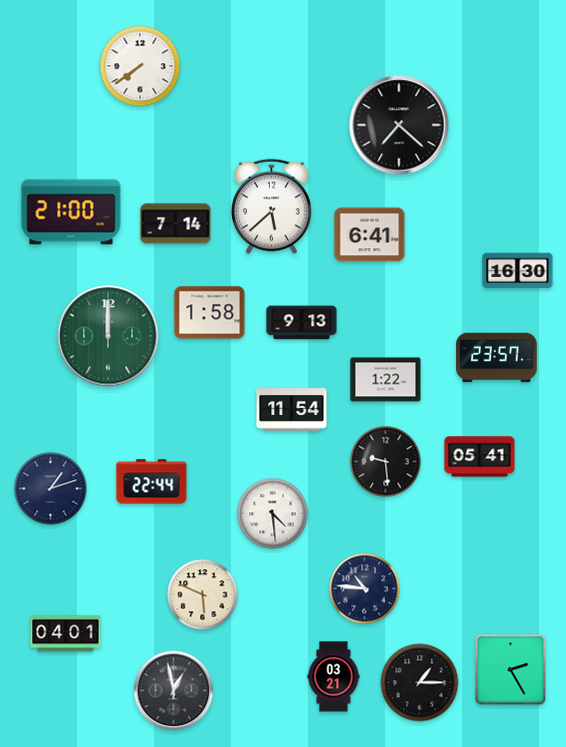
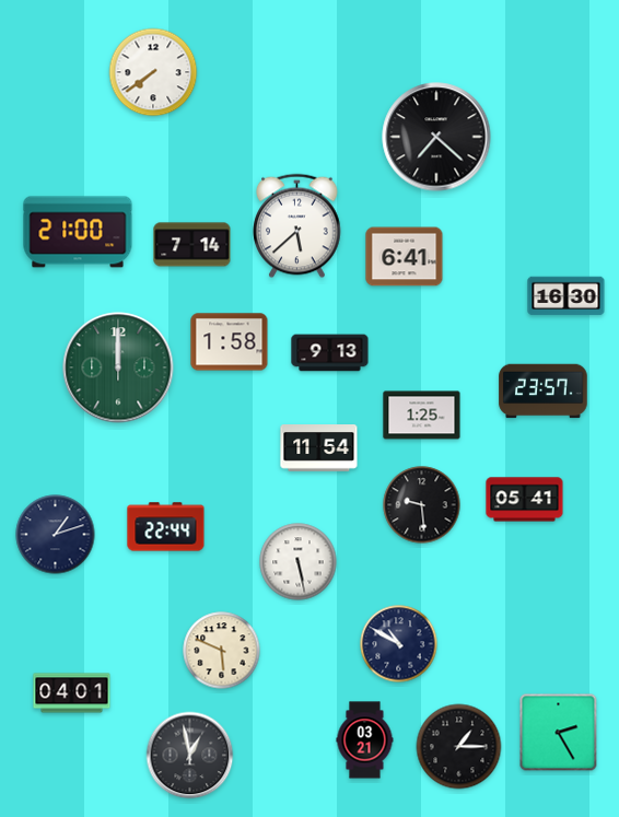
clock at (386, 380): 1:22 -> 1:25
clock at (273, 514): 4:29 -> 5:28
clock at (365, 589): 10:46 -> 10:50
